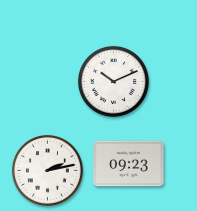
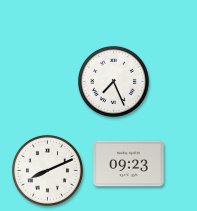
clock at (113, 81): 10:11 -> 7:26
clock at (47, 170): 2:13 -> 8:11
